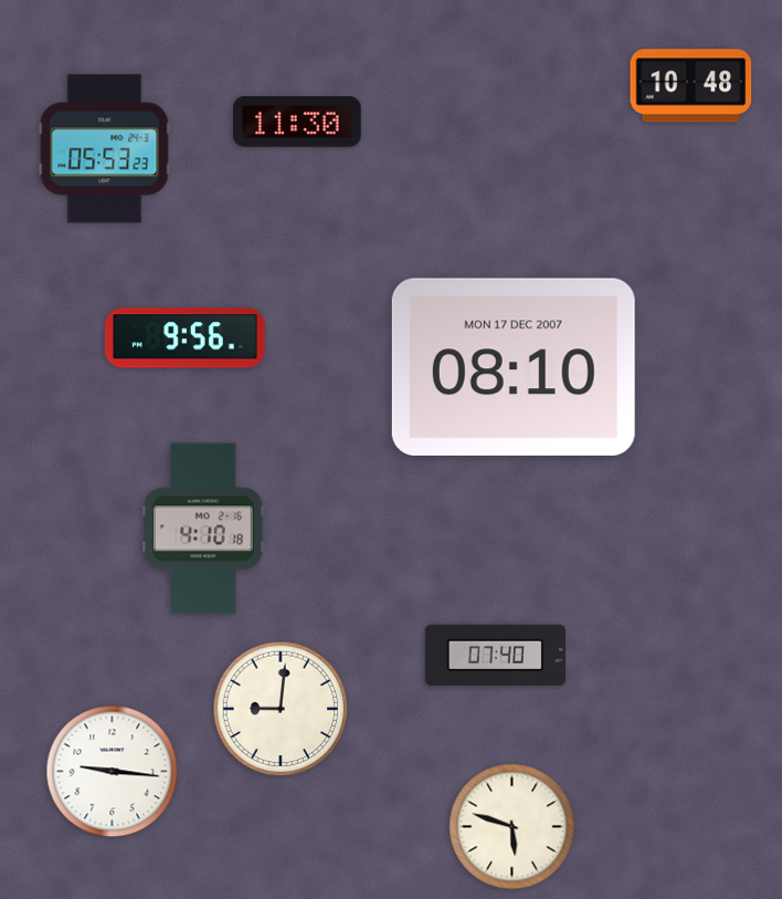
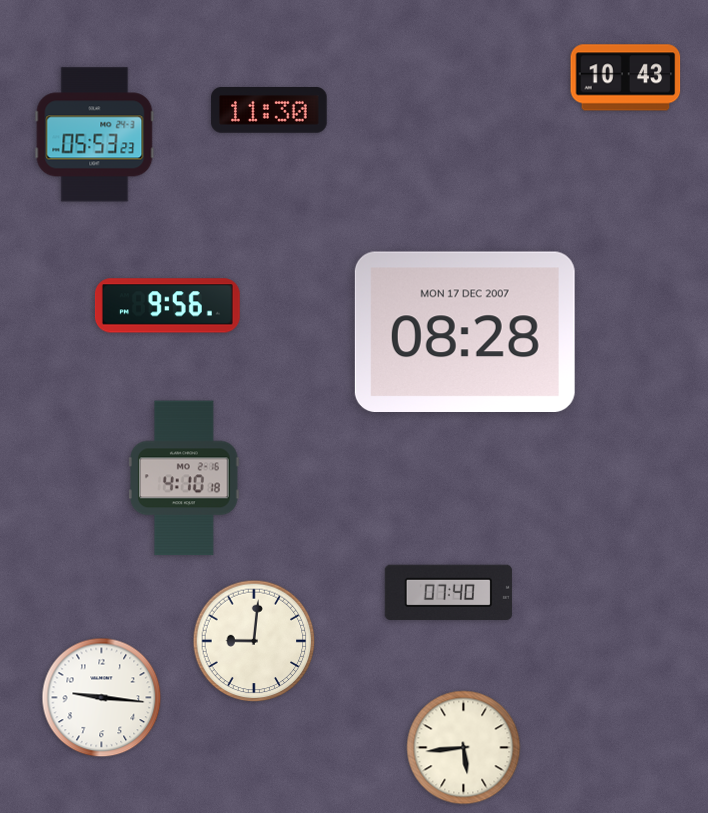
clock at (691, 86): 10:48 -> 10:43
clock at (514, 366): 08:10 -> 08:28
clock at (512, 827): 5:48 -> 5:44
